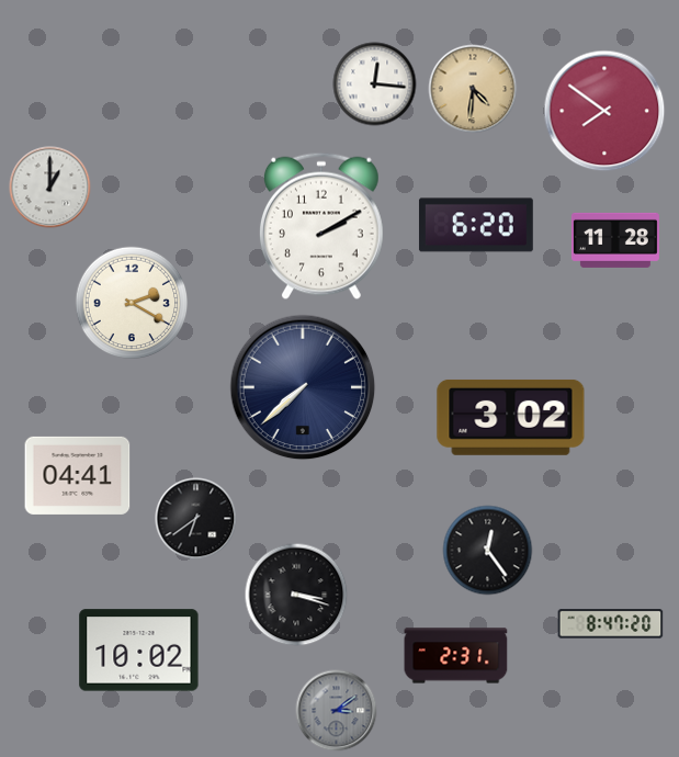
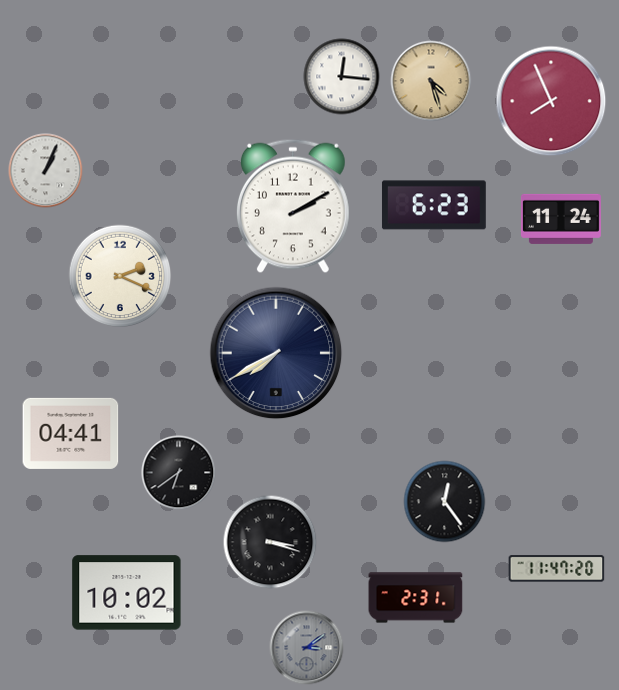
clock at (473, 89): 4:31 -> 4:27
clock at (604, 111): 7:51 -> 7:56
clock at (50, 188): 1:00 -> 1:04
clock at (476, 225): 6:20 -> 6:23
clock at (615, 240): 11:28 -> 11:24
clock at (132, 303): 2:20 -> 2:19
clock at (303, 387): 7:38 -> 7:40
clock at (511, 417): 3:02 -> none
clock at (611, 624): 8:47 -> 11:47
